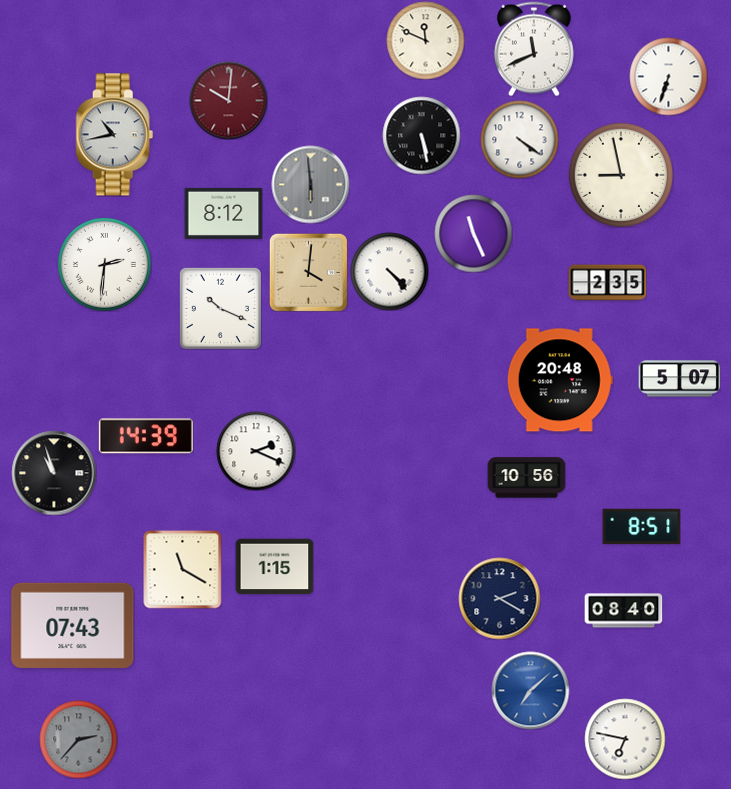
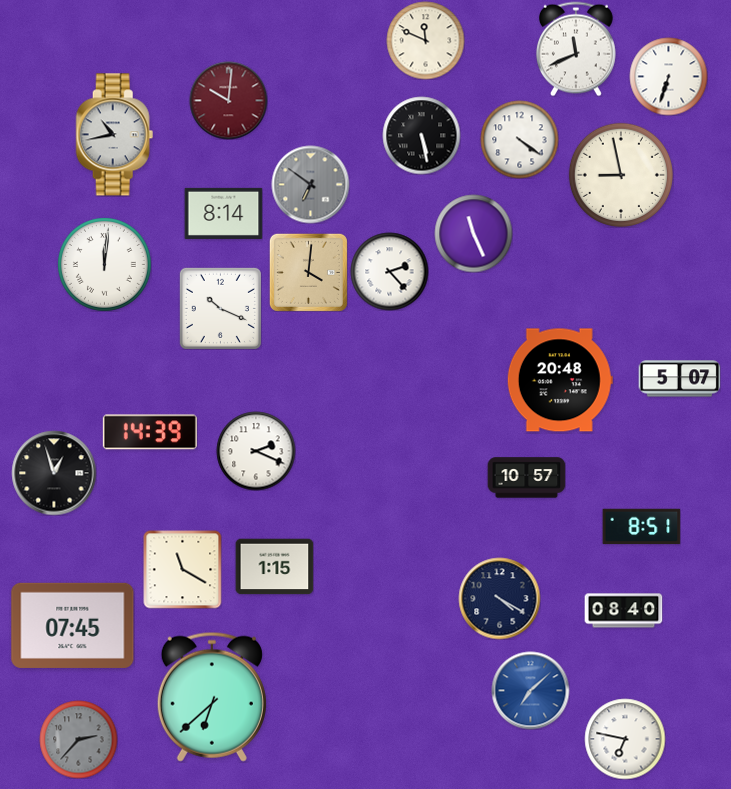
clock at (534, 49) position: (534, 49) -> (576, 49)
clock at (310, 184): 5:59 -> 6:51
clock at (223, 213): 8:12 -> 8:14
clock at (104, 264): 2:31 -> 12:01
clock at (389, 271): 4:23 -> 2:23
clock at (607, 283): 2:35 -> none
clock at (146, 436) position: (146, 436) -> (150, 432)
clock at (54, 473): 10:57 -> 12:57
clock at (526, 478): 10:56 -> 10:57
clock at (499, 598): 2:20 -> 4:20
clock at (73, 625): 07:43 -> 07:45
clock at (212, 697): none -> 6:38
